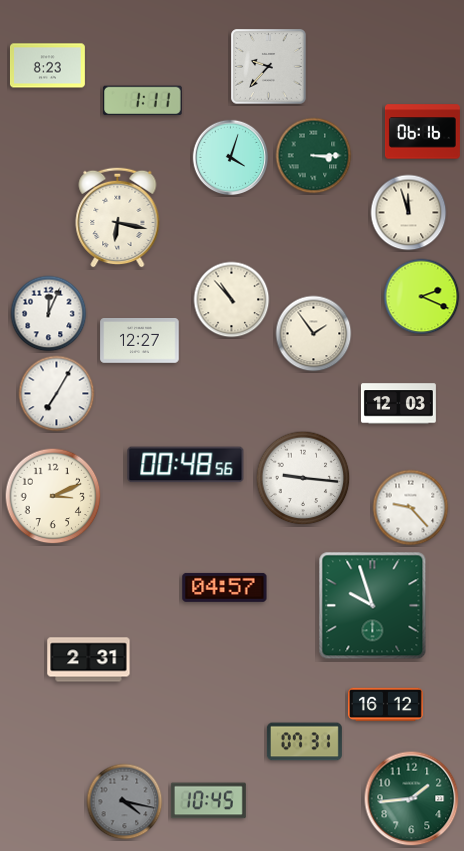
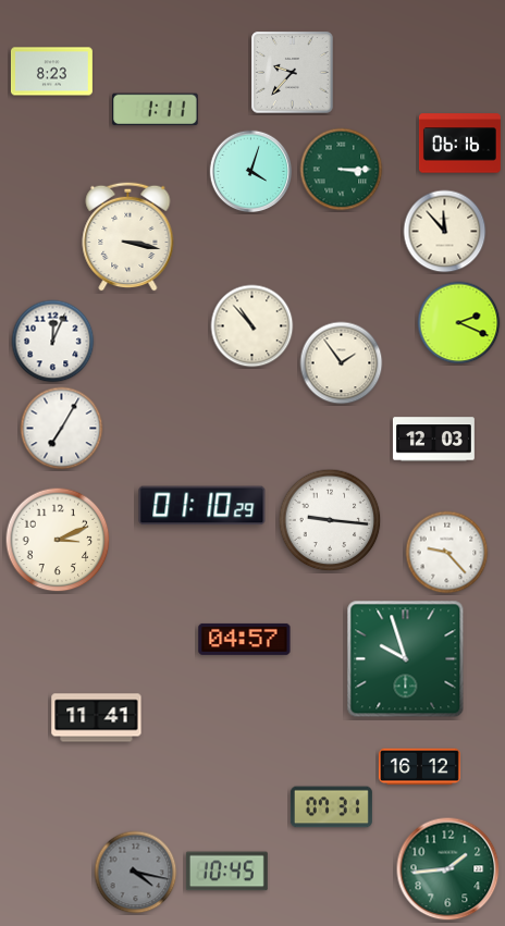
clock at (409, 213): 11:57 -> 11:53
clock at (118, 217): 6:17 -> 3:17
clock at (140, 341): 12:27 -> none
clock at (186, 465): 00:48 -> 01:10
clock at (89, 660): 2:31 -> 11:41
